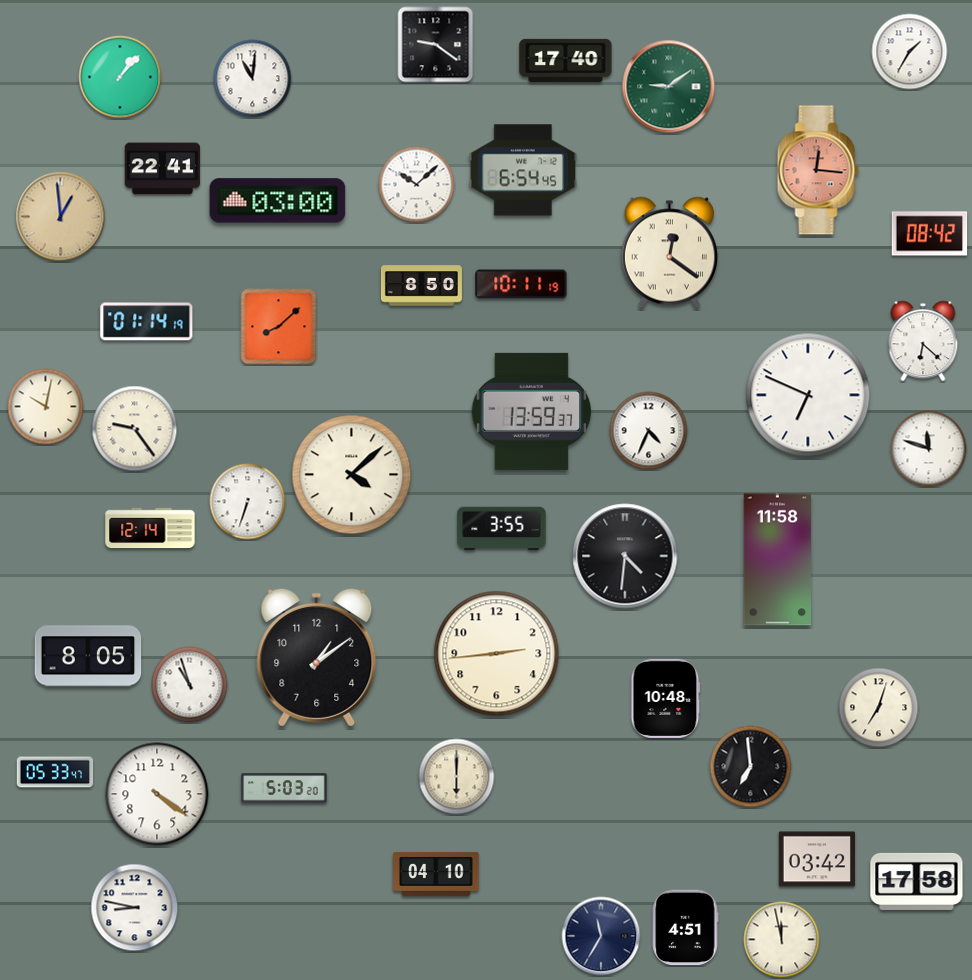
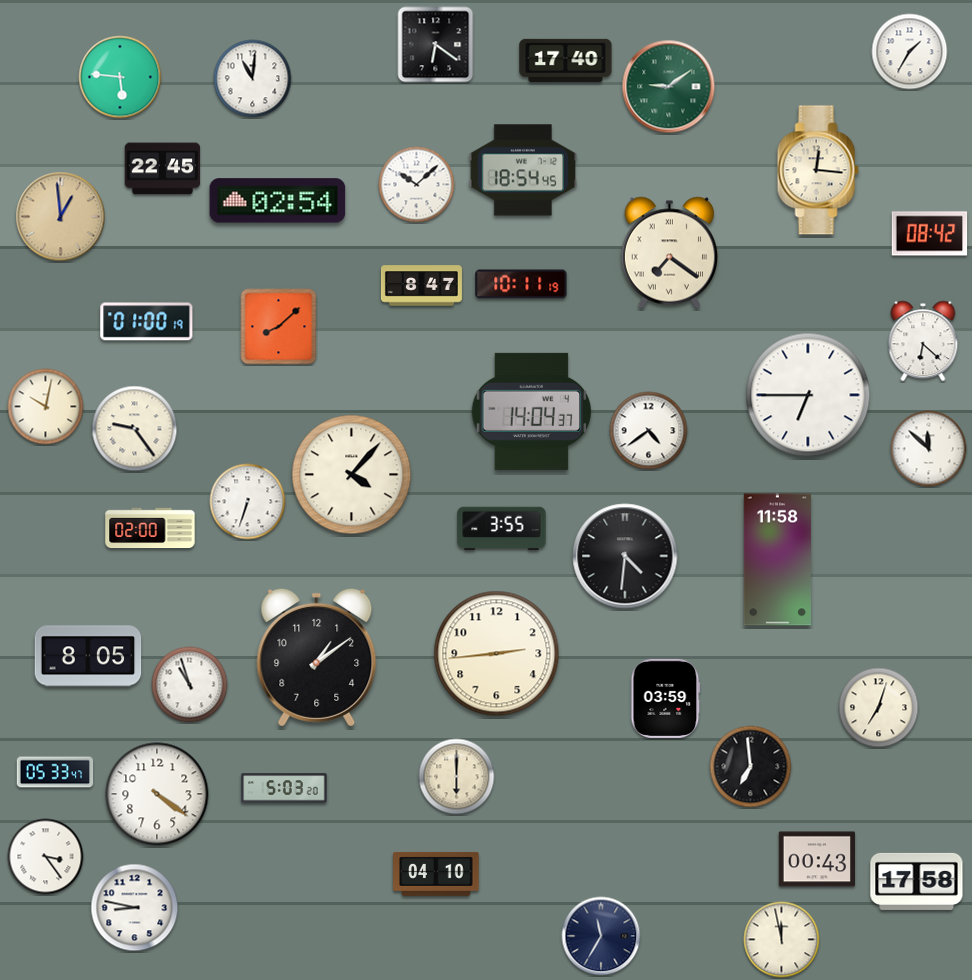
clock at (436, 45): 9:21 -> 6:21
clock at (120, 77): 1:07 -> 5:46
clock at (163, 169): 22:41 -> 22:45
clock at (522, 170): 6:54 -> 18:54
clock at (818, 170) dial: salmon -> cream
clock at (278, 201): 03:00 -> 02:54
clock at (669, 253): 12:21 -> 7:21
clock at (421, 286): 8:50 -> 8:47
clock at (147, 322): 01:14 -> 01:00
clock at (808, 395): 6:49 -> 6:45
clock at (532, 411): 13:59 -> 14:04
clock at (649, 431): 4:34 -> 4:39
clock at (929, 449): 11:48 -> 11:52
clock at (352, 475): 4:08 -> 4:07
clock at (150, 528): 12:14 -> 02:00
clock at (666, 698): 10:48 -> 03:59
clock at (46, 857): none -> 3:24
clock at (817, 859): 03:42 -> 00:43
clock at (686, 928): 4:51 -> none
